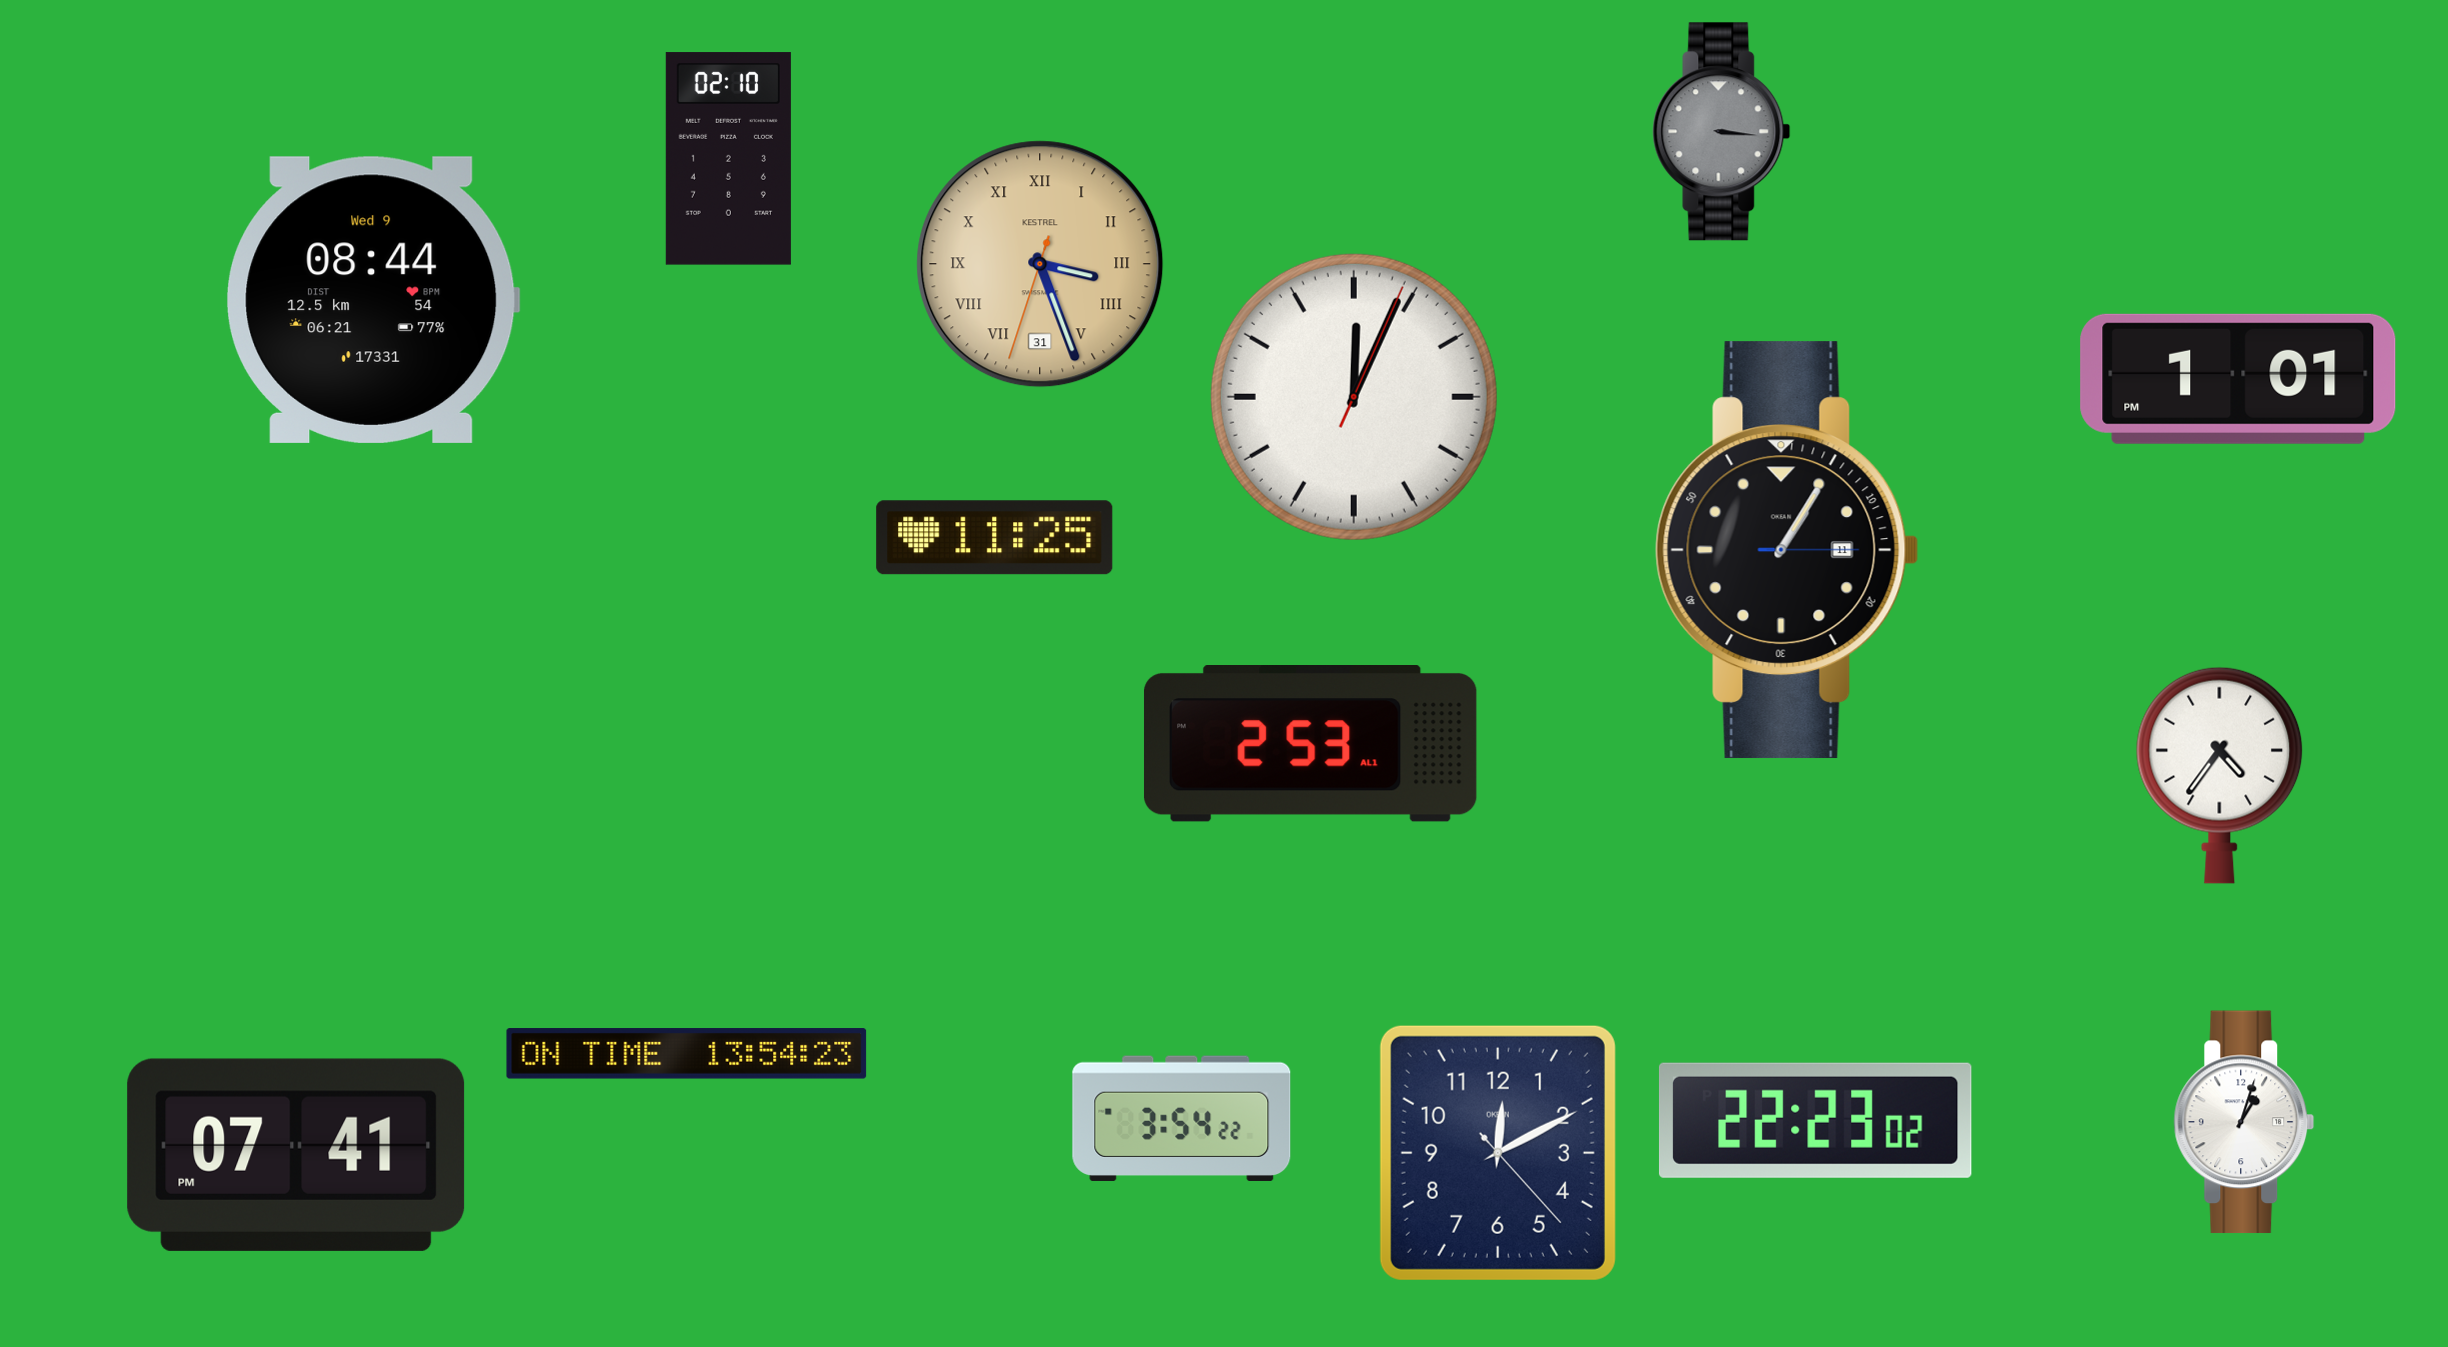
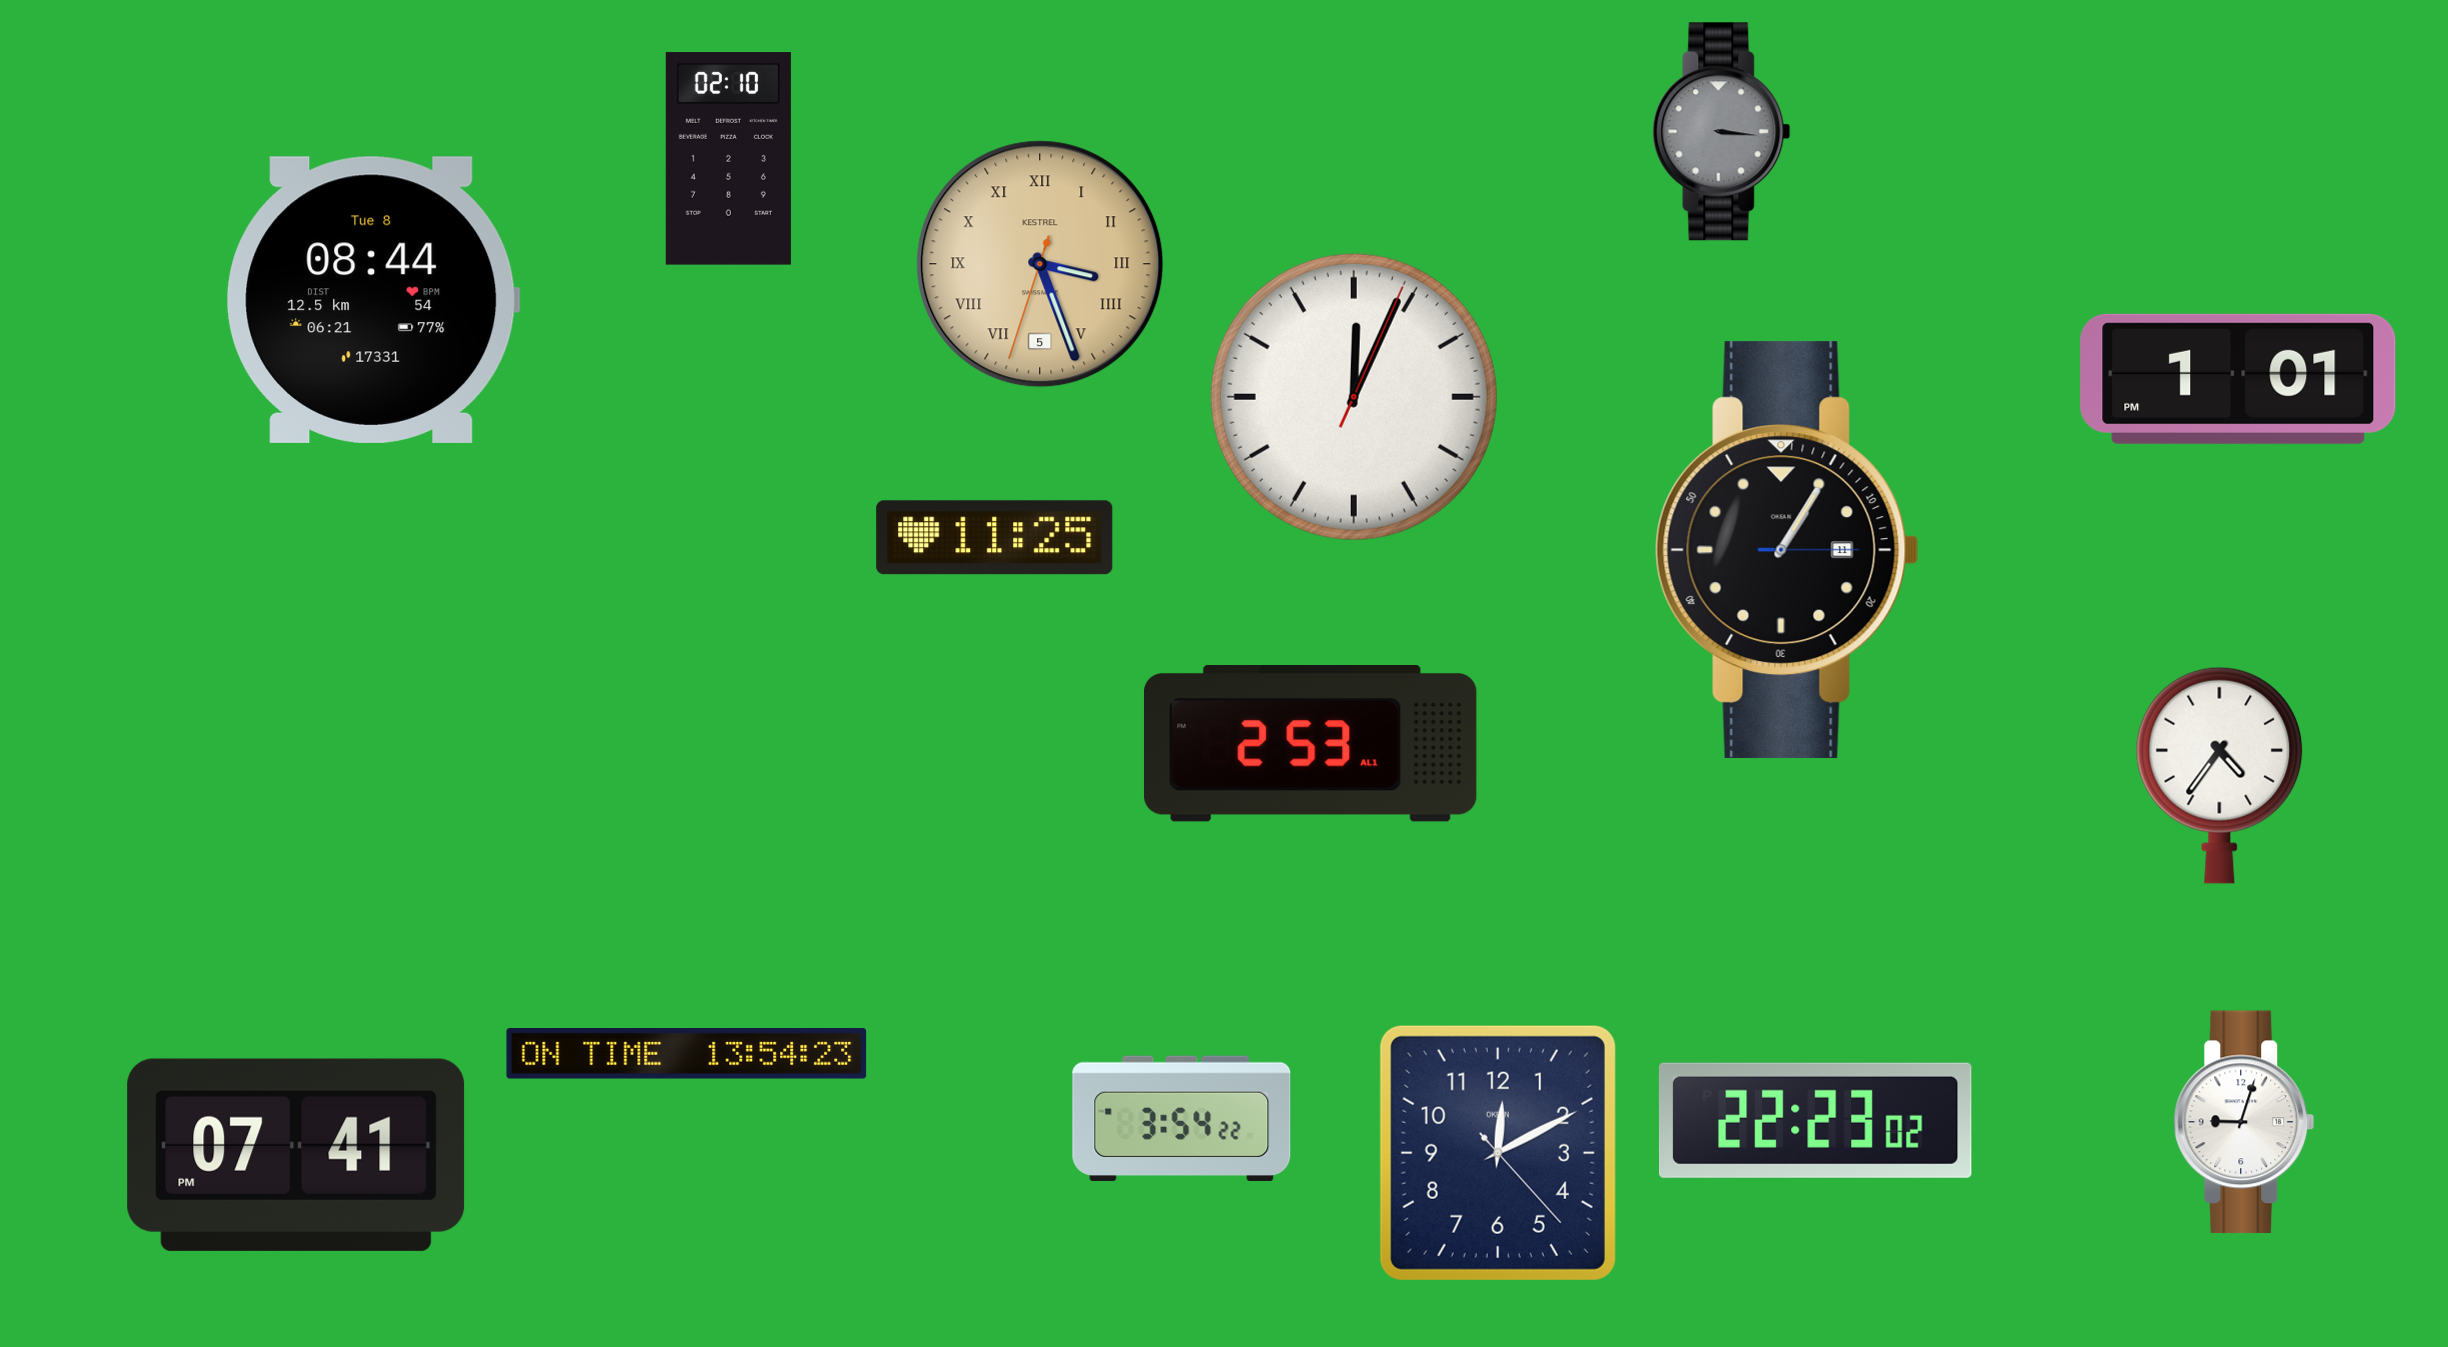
clock at (1040, 264) date: 31 -> 5
clock at (373, 300) date: Wed 9 -> Tue 8
clock at (2244, 1122): 1:03 -> 9:03
